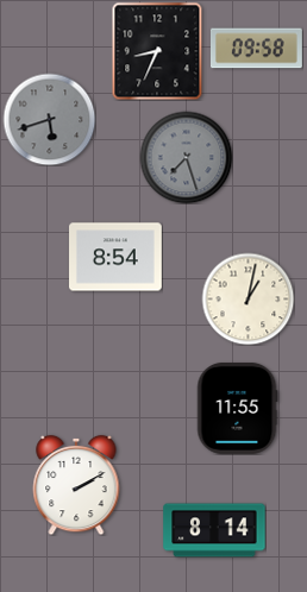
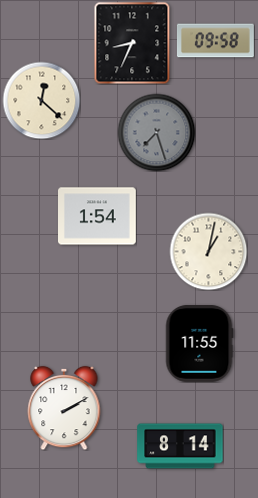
clock at (49, 119): 5:42 -> 12:22
clock at (49, 119) dial: grey -> cream
clock at (117, 257): 8:54 -> 1:54
